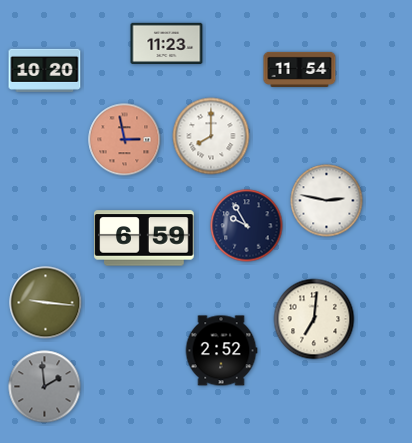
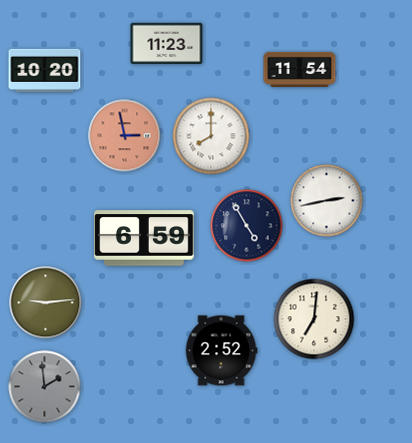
clock at (125, 140) position: (125, 140) -> (125, 136)
clock at (327, 201): 2:47 -> 2:43
clock at (247, 226): 9:55 -> 4:55
clock at (46, 303): 9:16 -> 9:14
